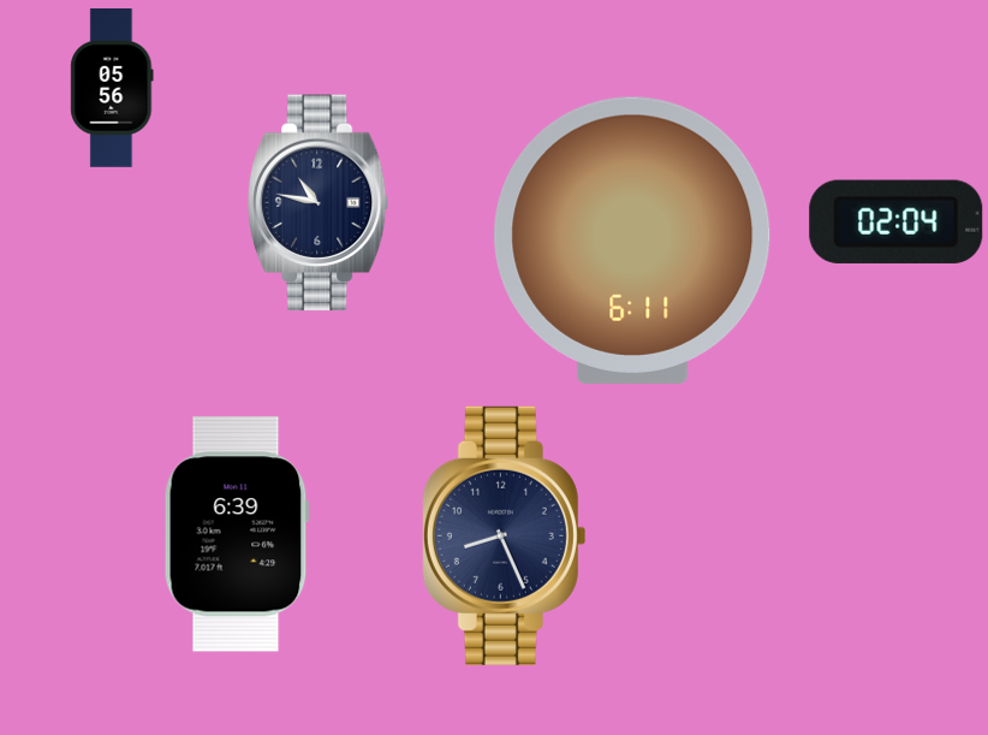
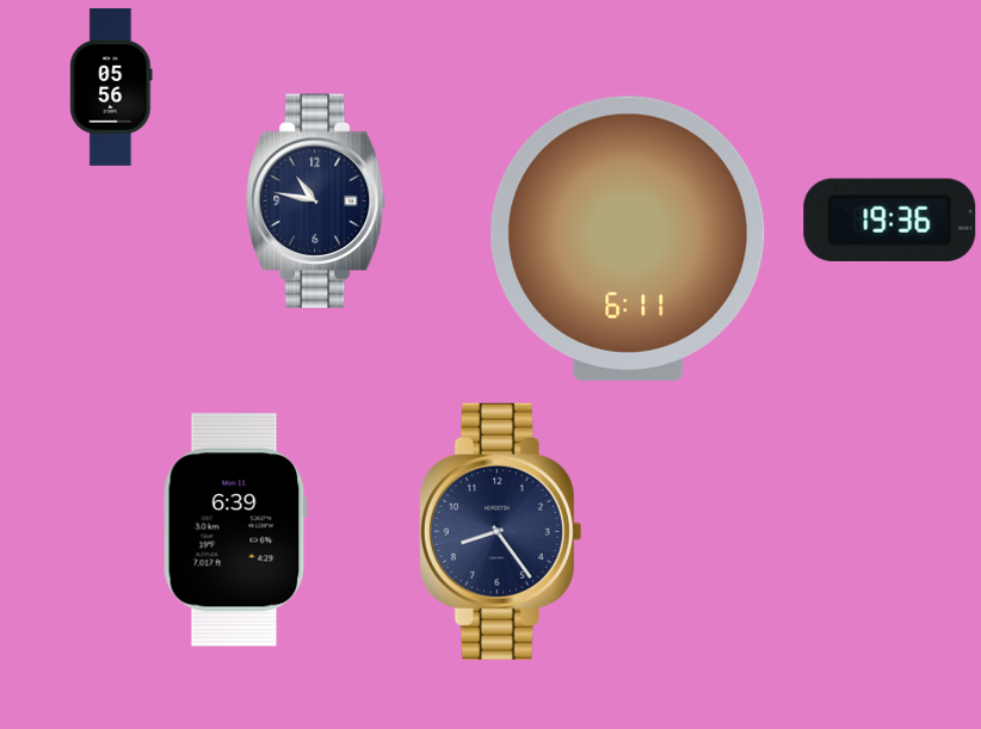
clock at (897, 221): 02:04 -> 19:36
clock at (504, 535): 8:26 -> 8:24
